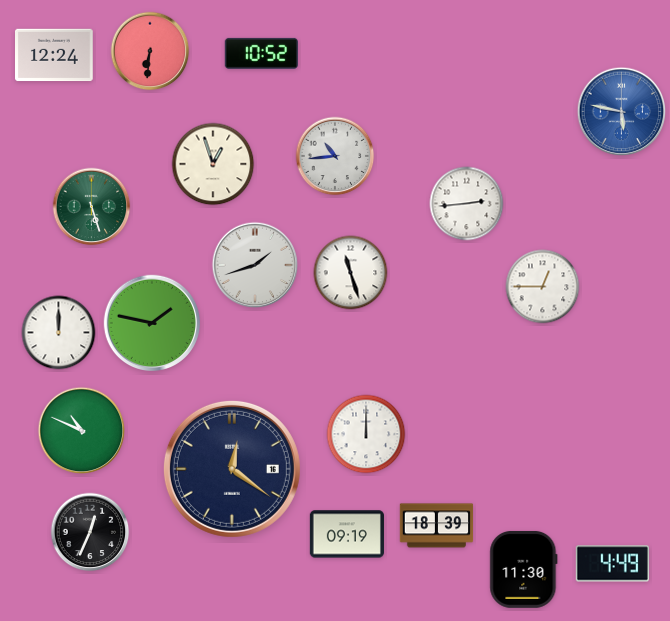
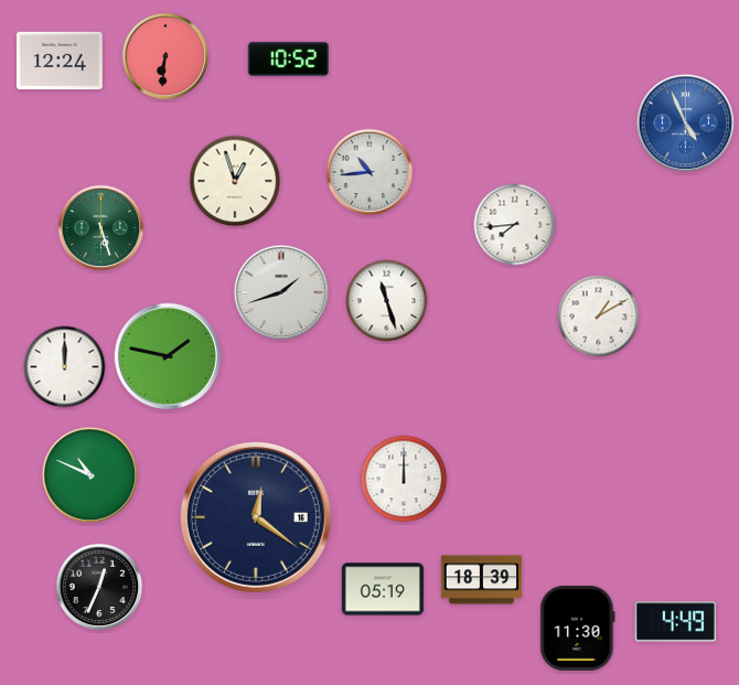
clock at (622, 112): 5:47 -> 4:56
clock at (467, 204): 2:44 -> 7:44
clock at (543, 287): 12:45 -> 1:10
clock at (347, 534): 09:19 -> 05:19
